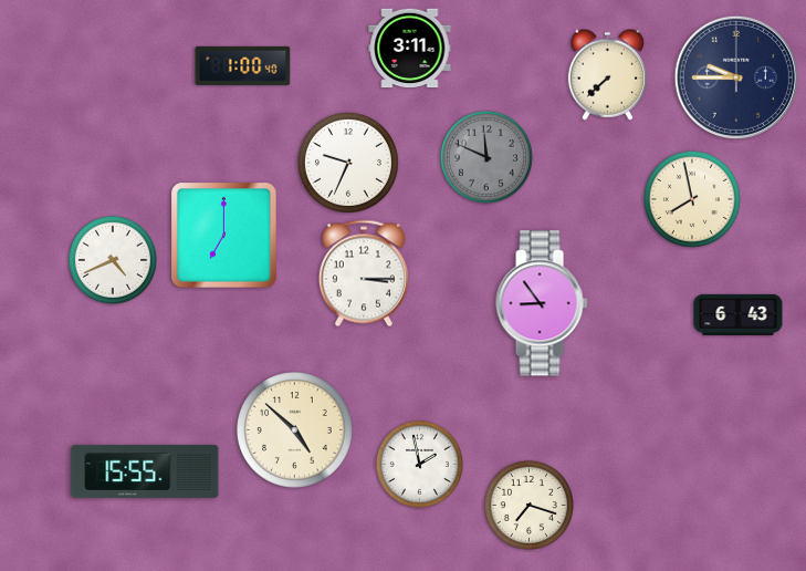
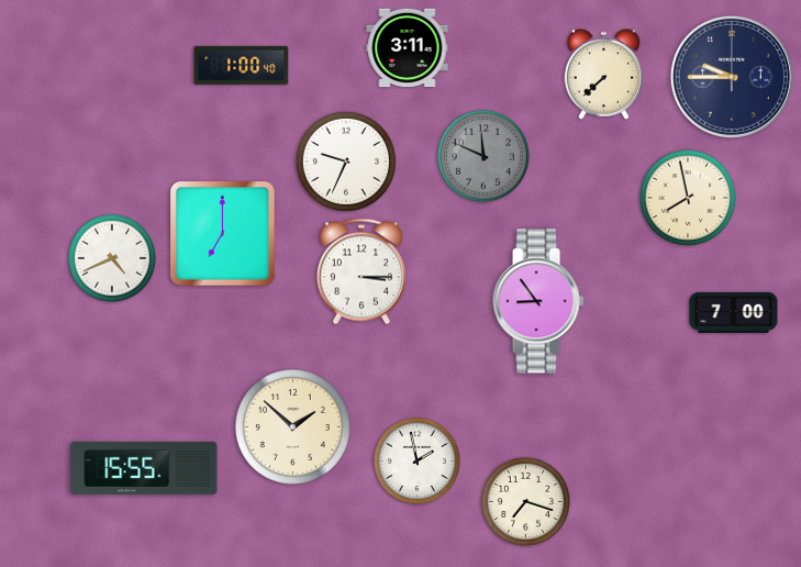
clock at (739, 314): 6:43 -> 7:00
clock at (295, 430): 4:52 -> 1:52
